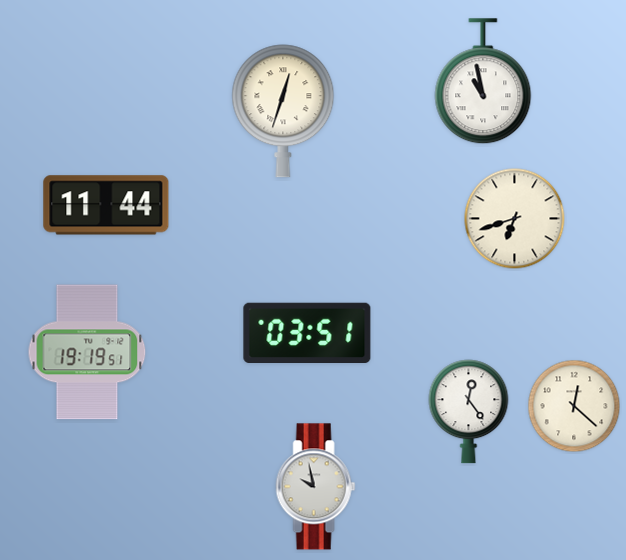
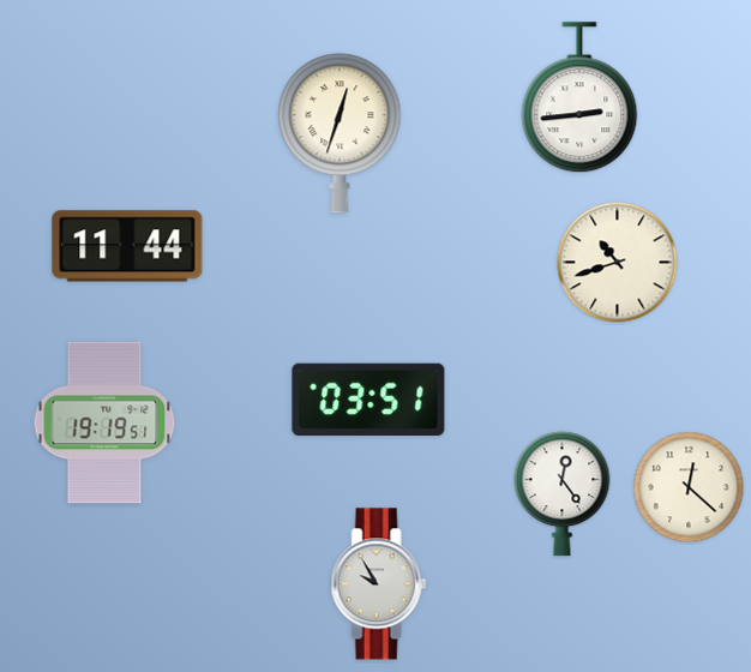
clock at (483, 82): 10:58 -> 2:44
clock at (515, 219): 6:42 -> 10:42
clock at (316, 487): 9:58 -> 9:55
